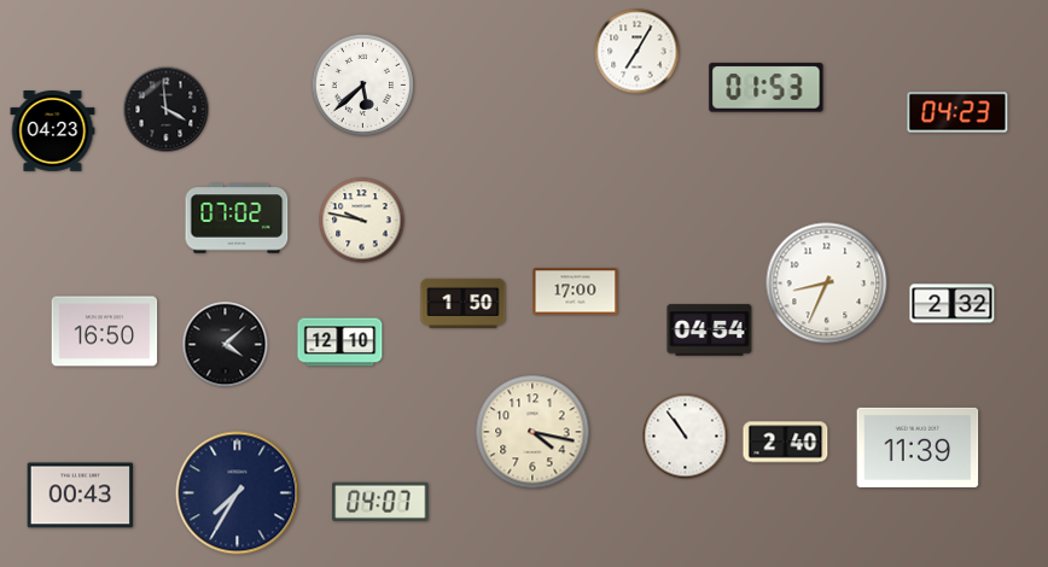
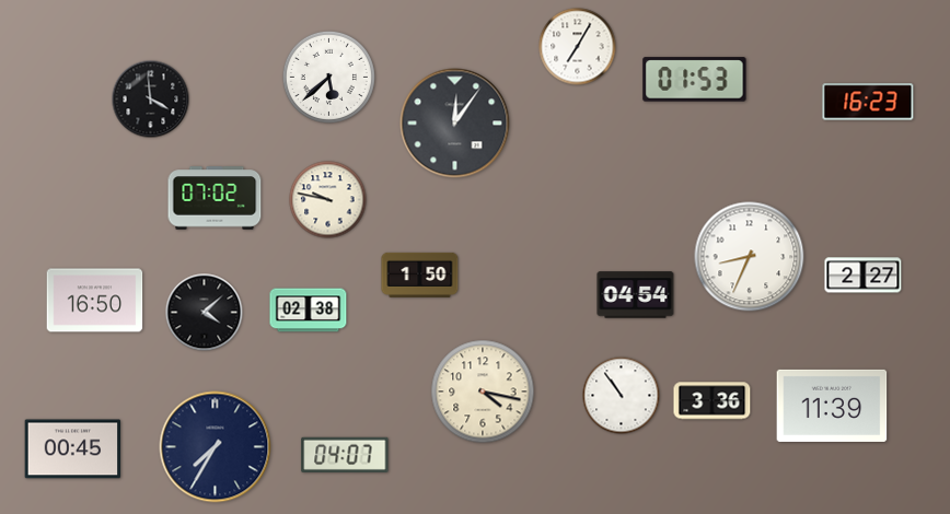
clock at (957, 112): 04:23 -> 16:23
clock at (53, 131): 04:23 -> none
clock at (455, 124): none -> 12:06
clock at (576, 292): 17:00 -> none
clock at (953, 304): 2:32 -> 2:27
clock at (710, 331) position: (710, 331) -> (636, 295)
clock at (340, 343): 12:10 -> 02:38
clock at (786, 443): 2:40 -> 3:36
clock at (81, 496): 00:43 -> 00:45
